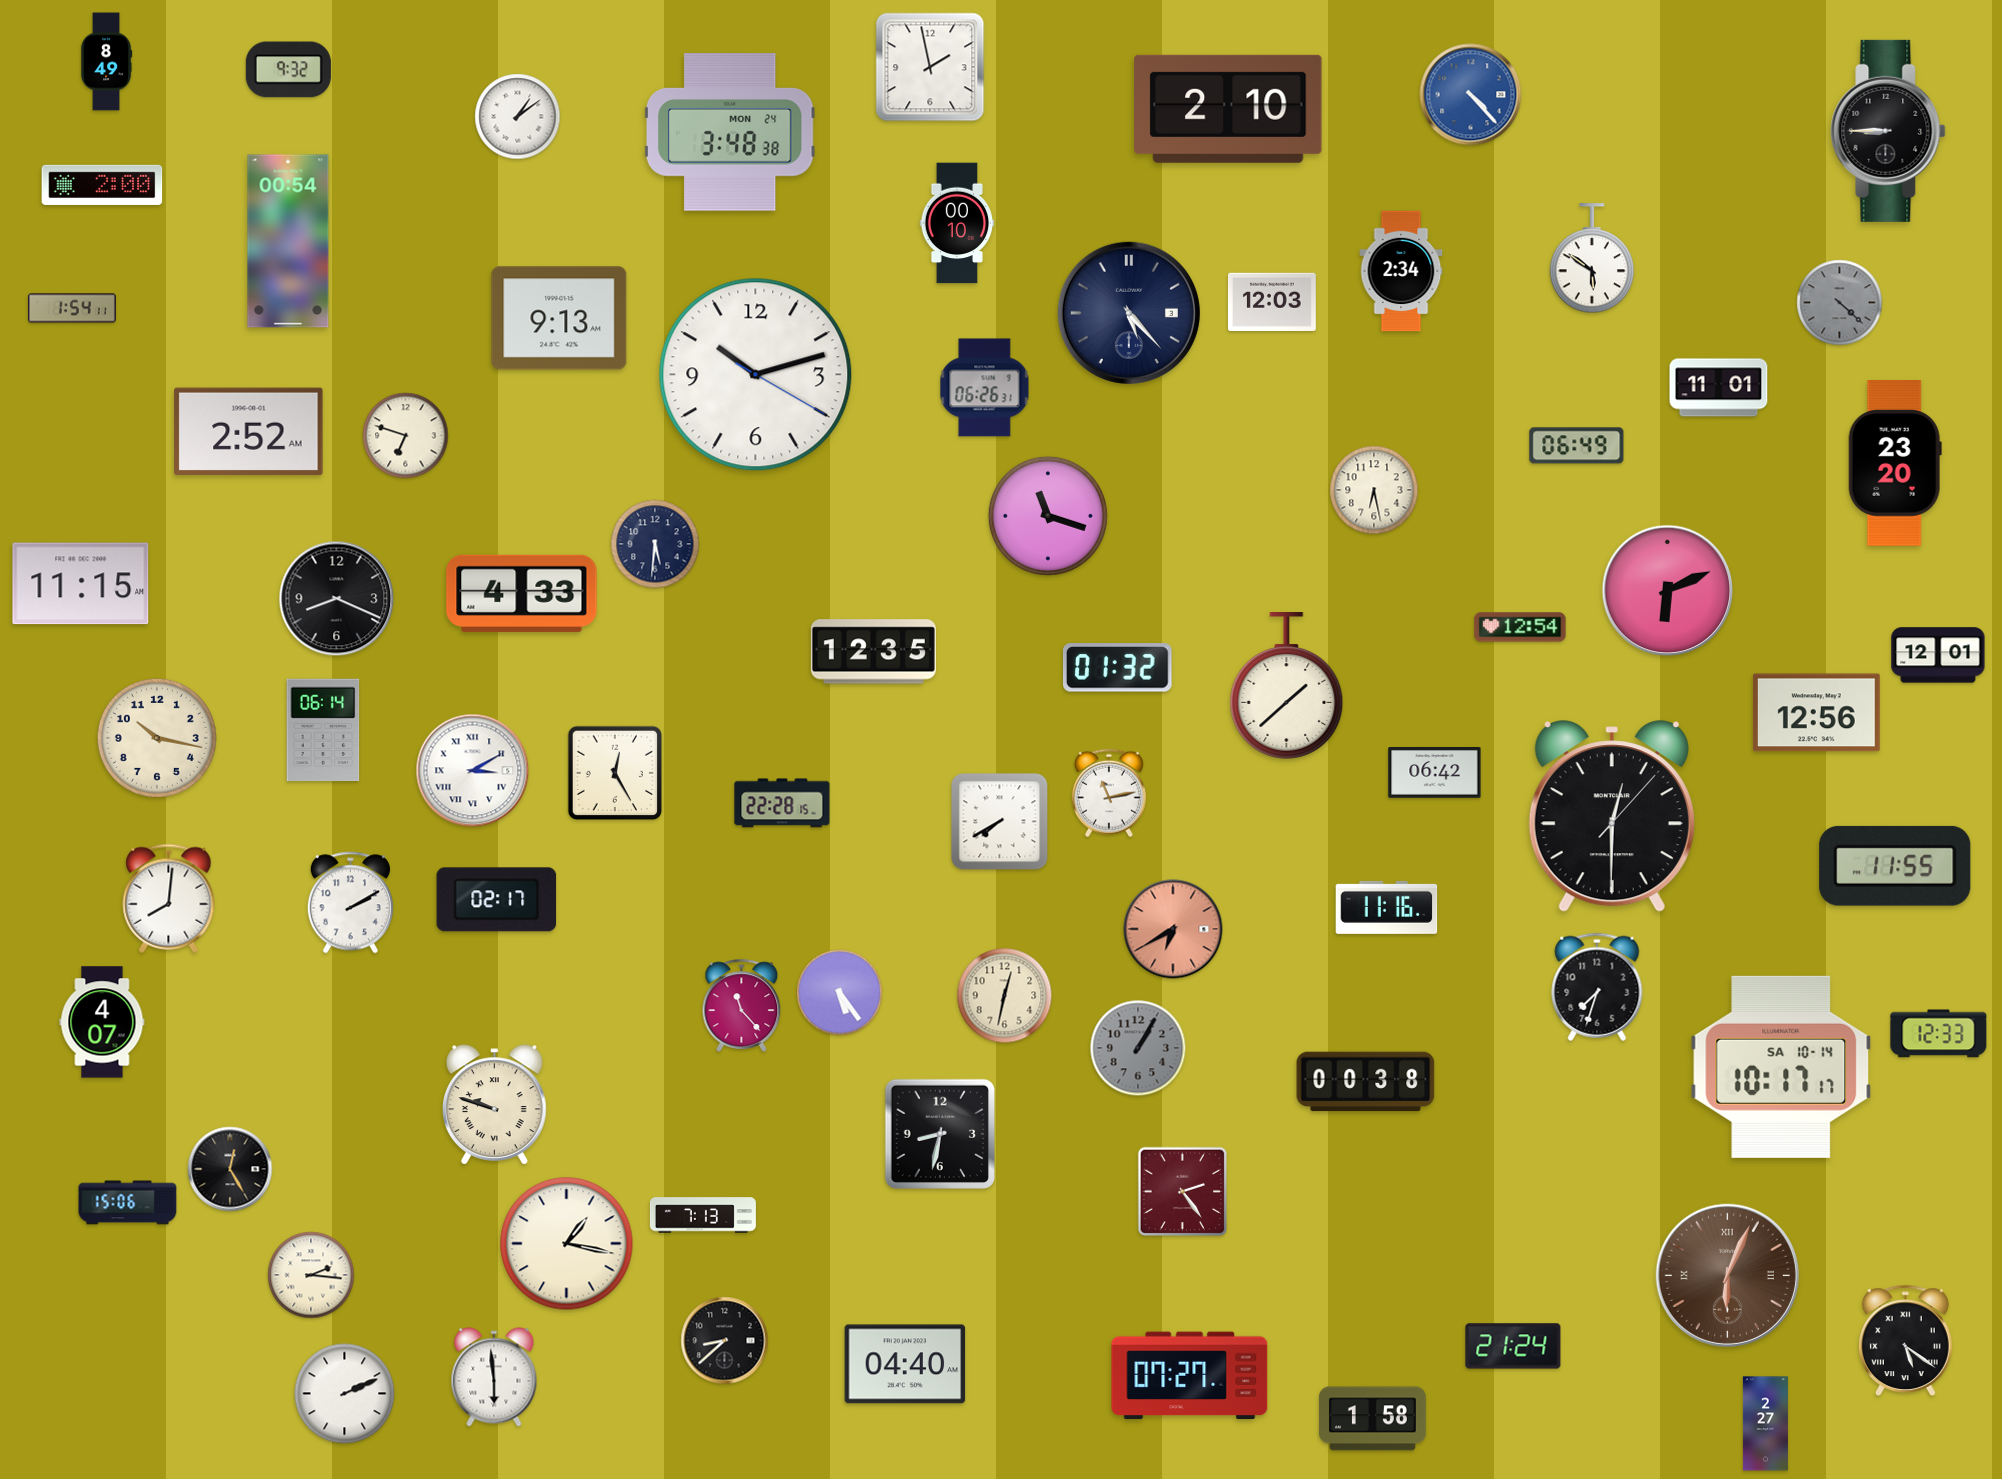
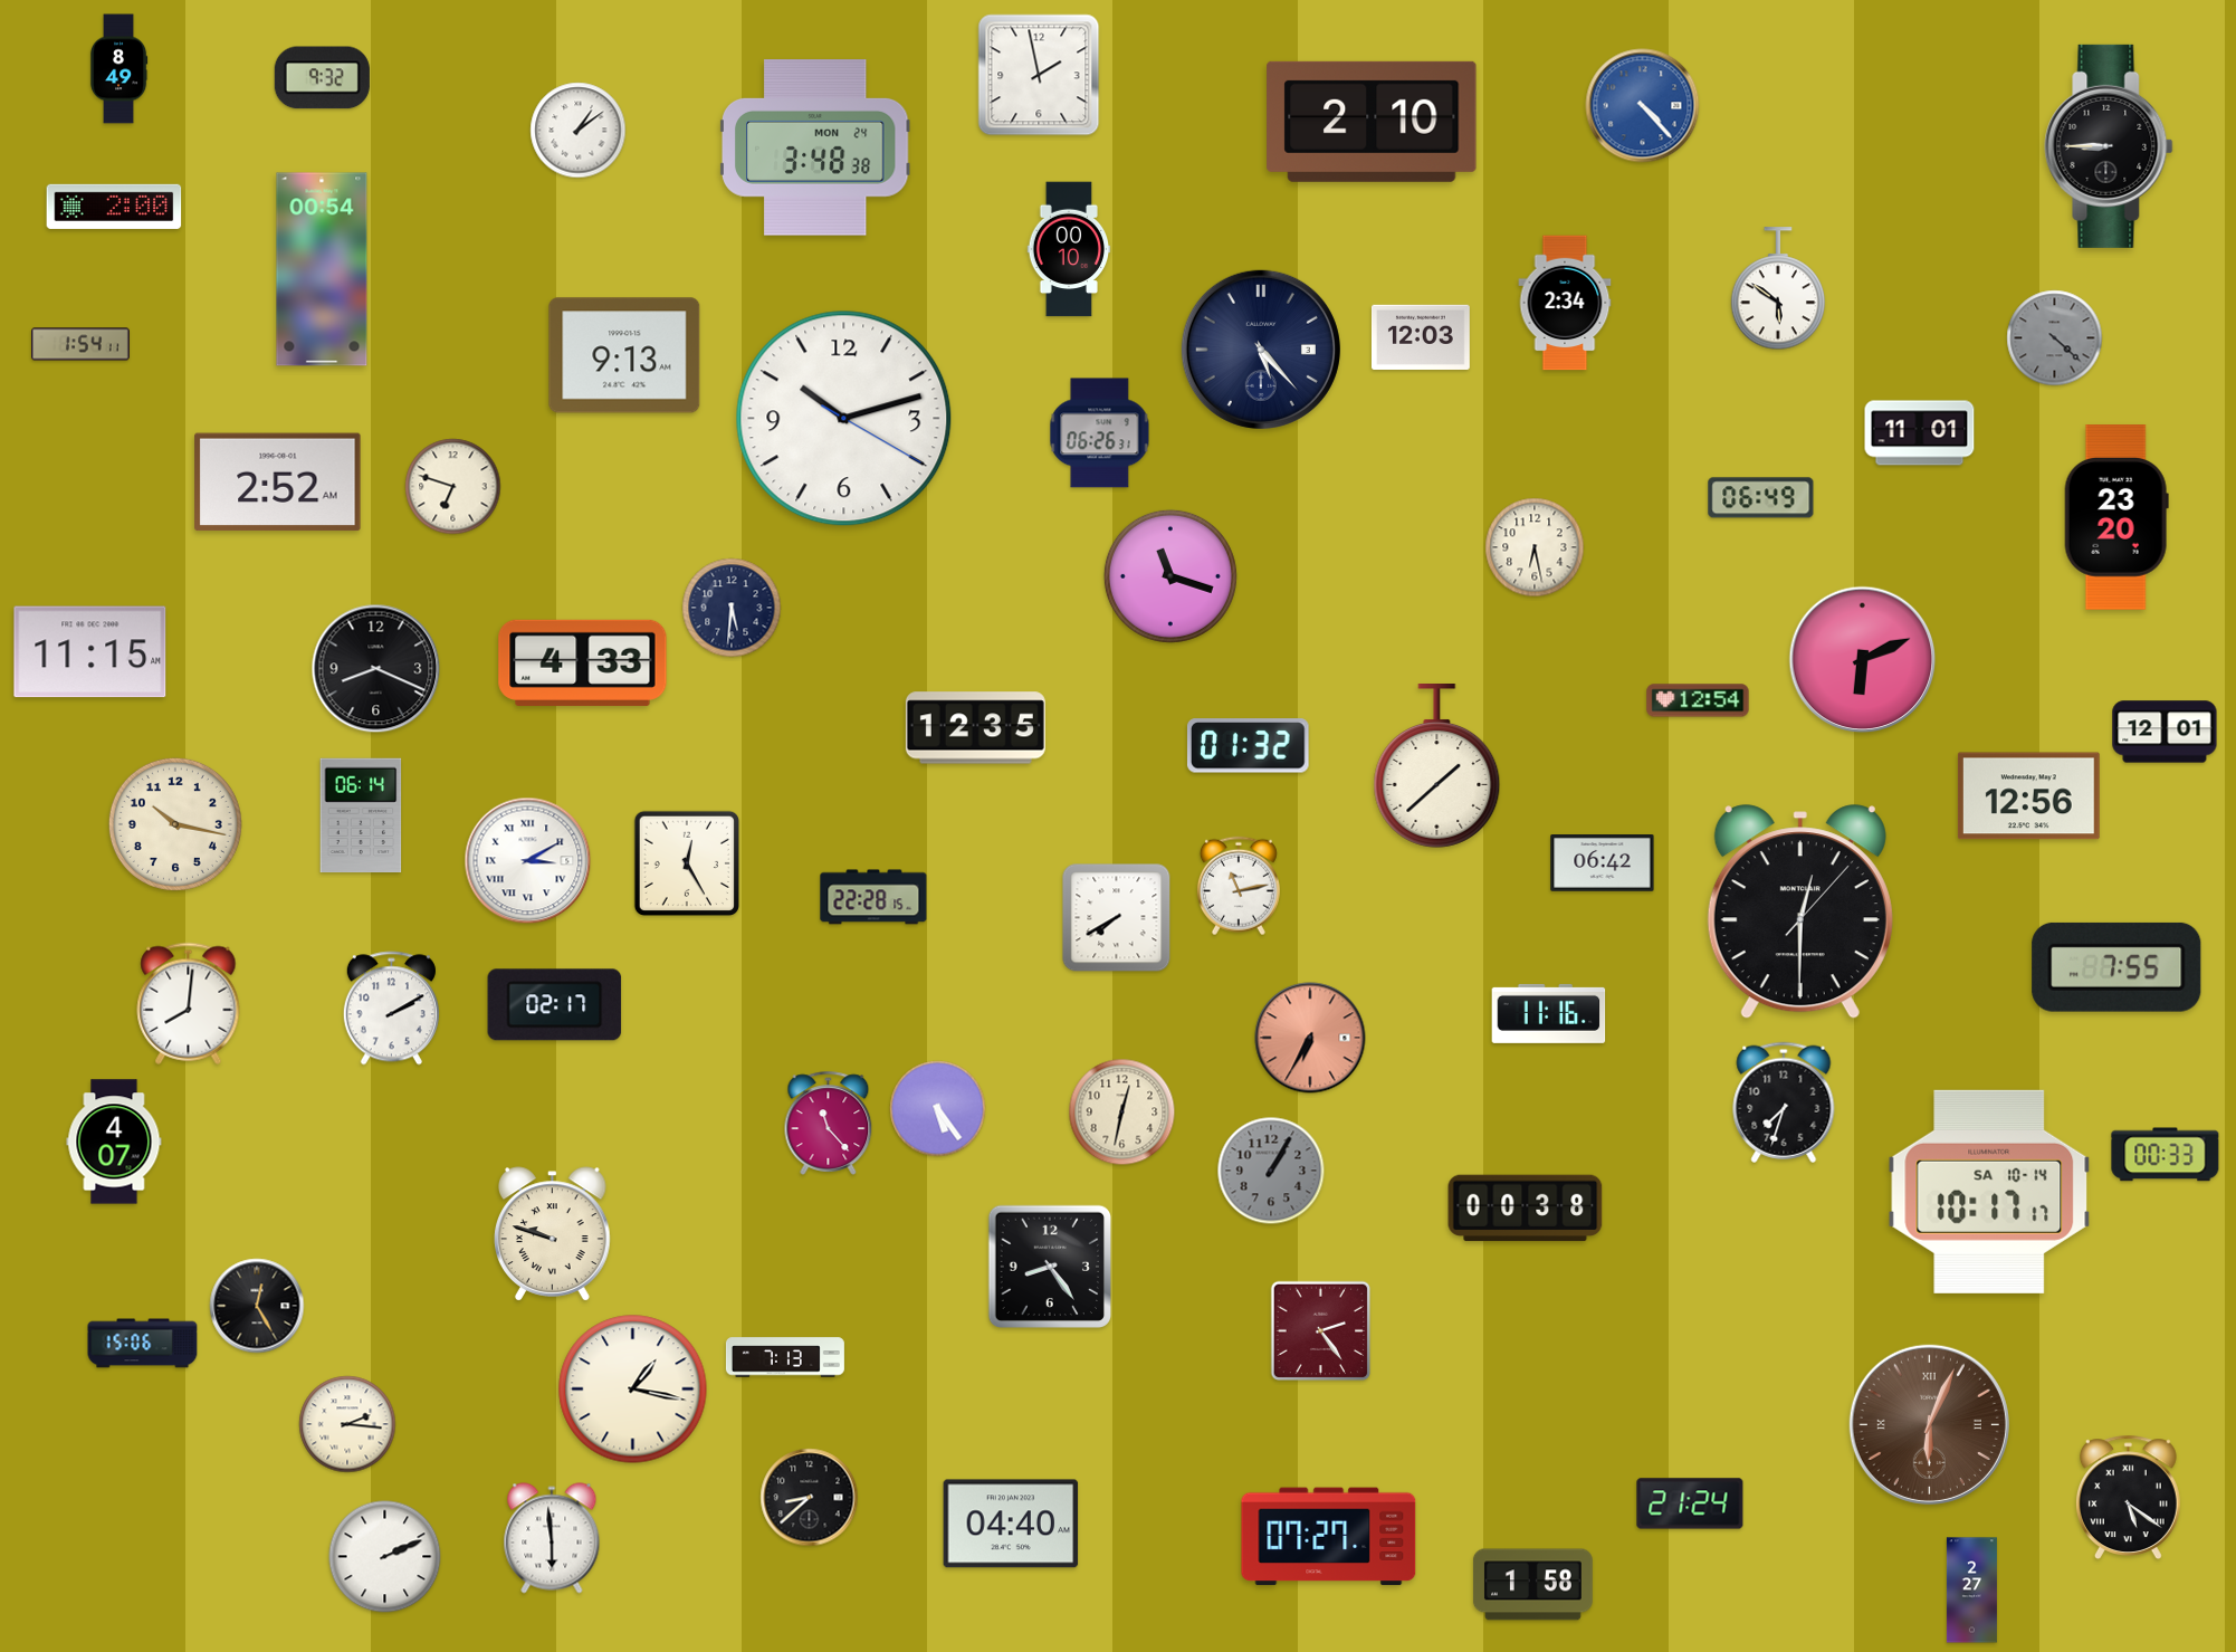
clock at (1895, 866): 11:55 -> 7:55
clock at (1173, 929): 6:40 -> 6:35
clock at (1939, 1034): 12:33 -> 00:33
clock at (939, 1133): 8:32 -> 8:24
